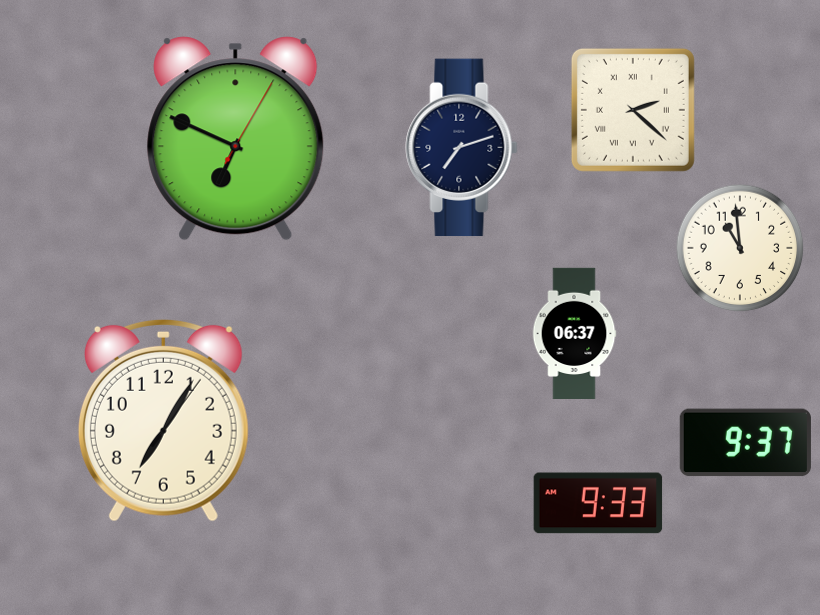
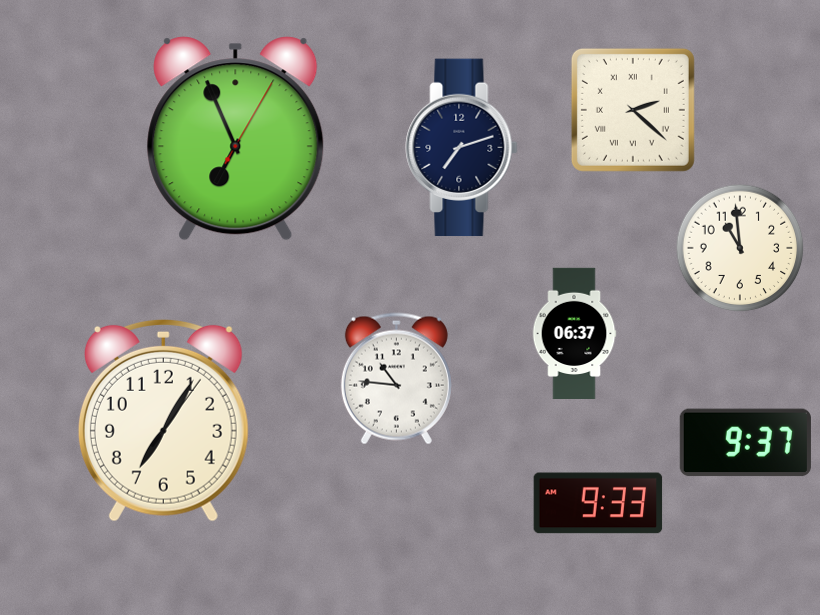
clock at (236, 139): 6:49 -> 6:56
clock at (396, 379): none -> 10:46
